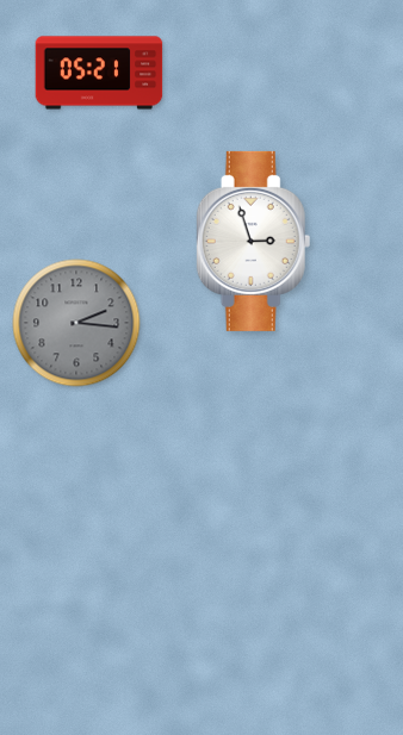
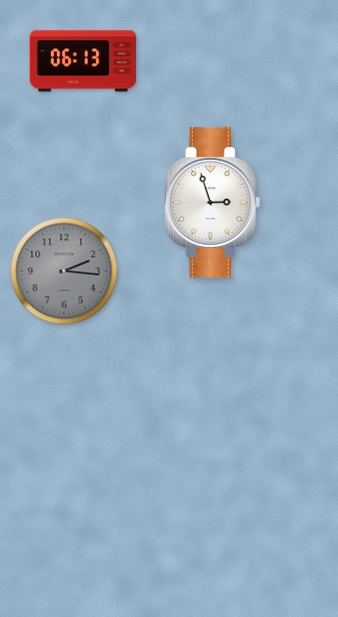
clock at (99, 73): 05:21 -> 06:13
